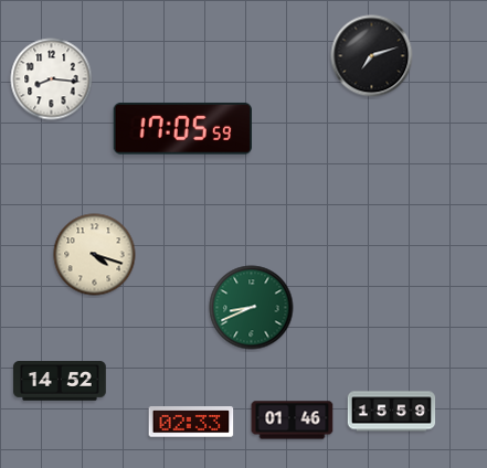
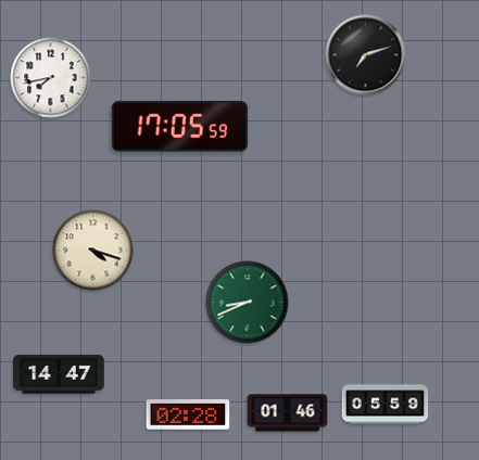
clock at (52, 79): 8:16 -> 7:43
clock at (61, 381): 14:52 -> 14:47
clock at (392, 412): 15:59 -> 05:59
clock at (191, 422): 02:33 -> 02:28
